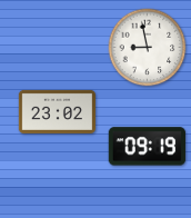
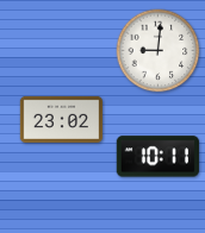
clock at (148, 48): 8:58 -> 9:01
clock at (147, 147): 09:19 -> 10:11
